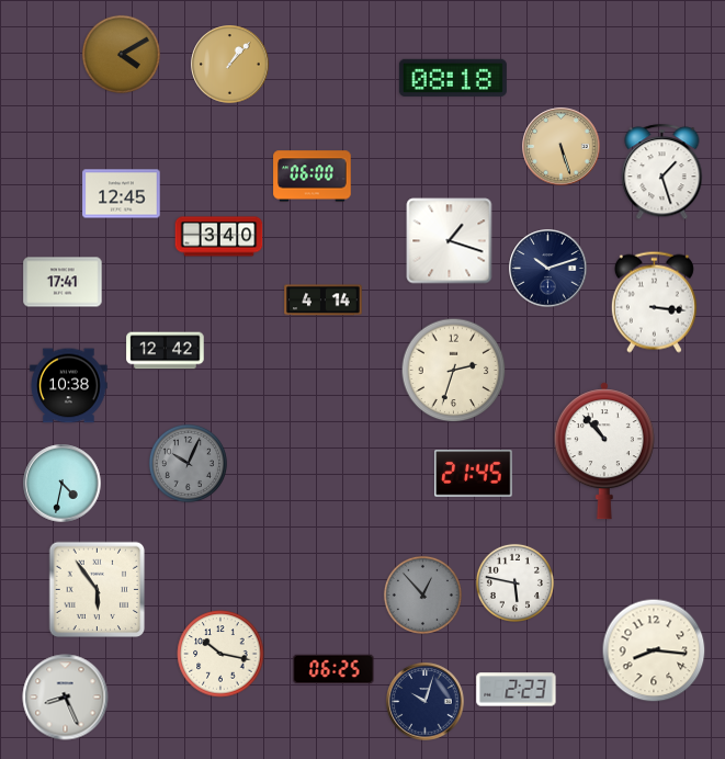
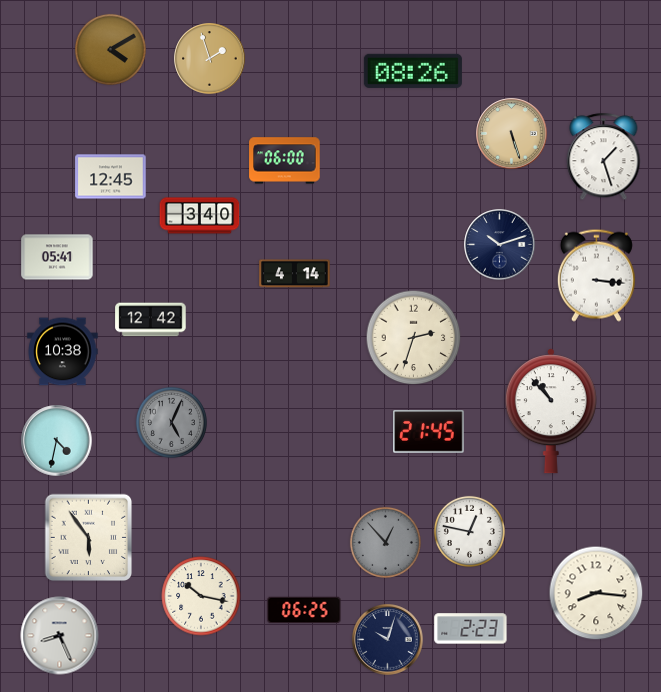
clock at (230, 65): 1:07 -> 1:57
clock at (453, 78): 08:18 -> 08:26
clock at (450, 241): 1:18 -> none
clock at (63, 282): 17:41 -> 05:41
clock at (188, 463): 10:04 -> 5:04
clock at (474, 474) position: (474, 474) -> (429, 432)
clock at (514, 582): 5:47 -> 12:47
